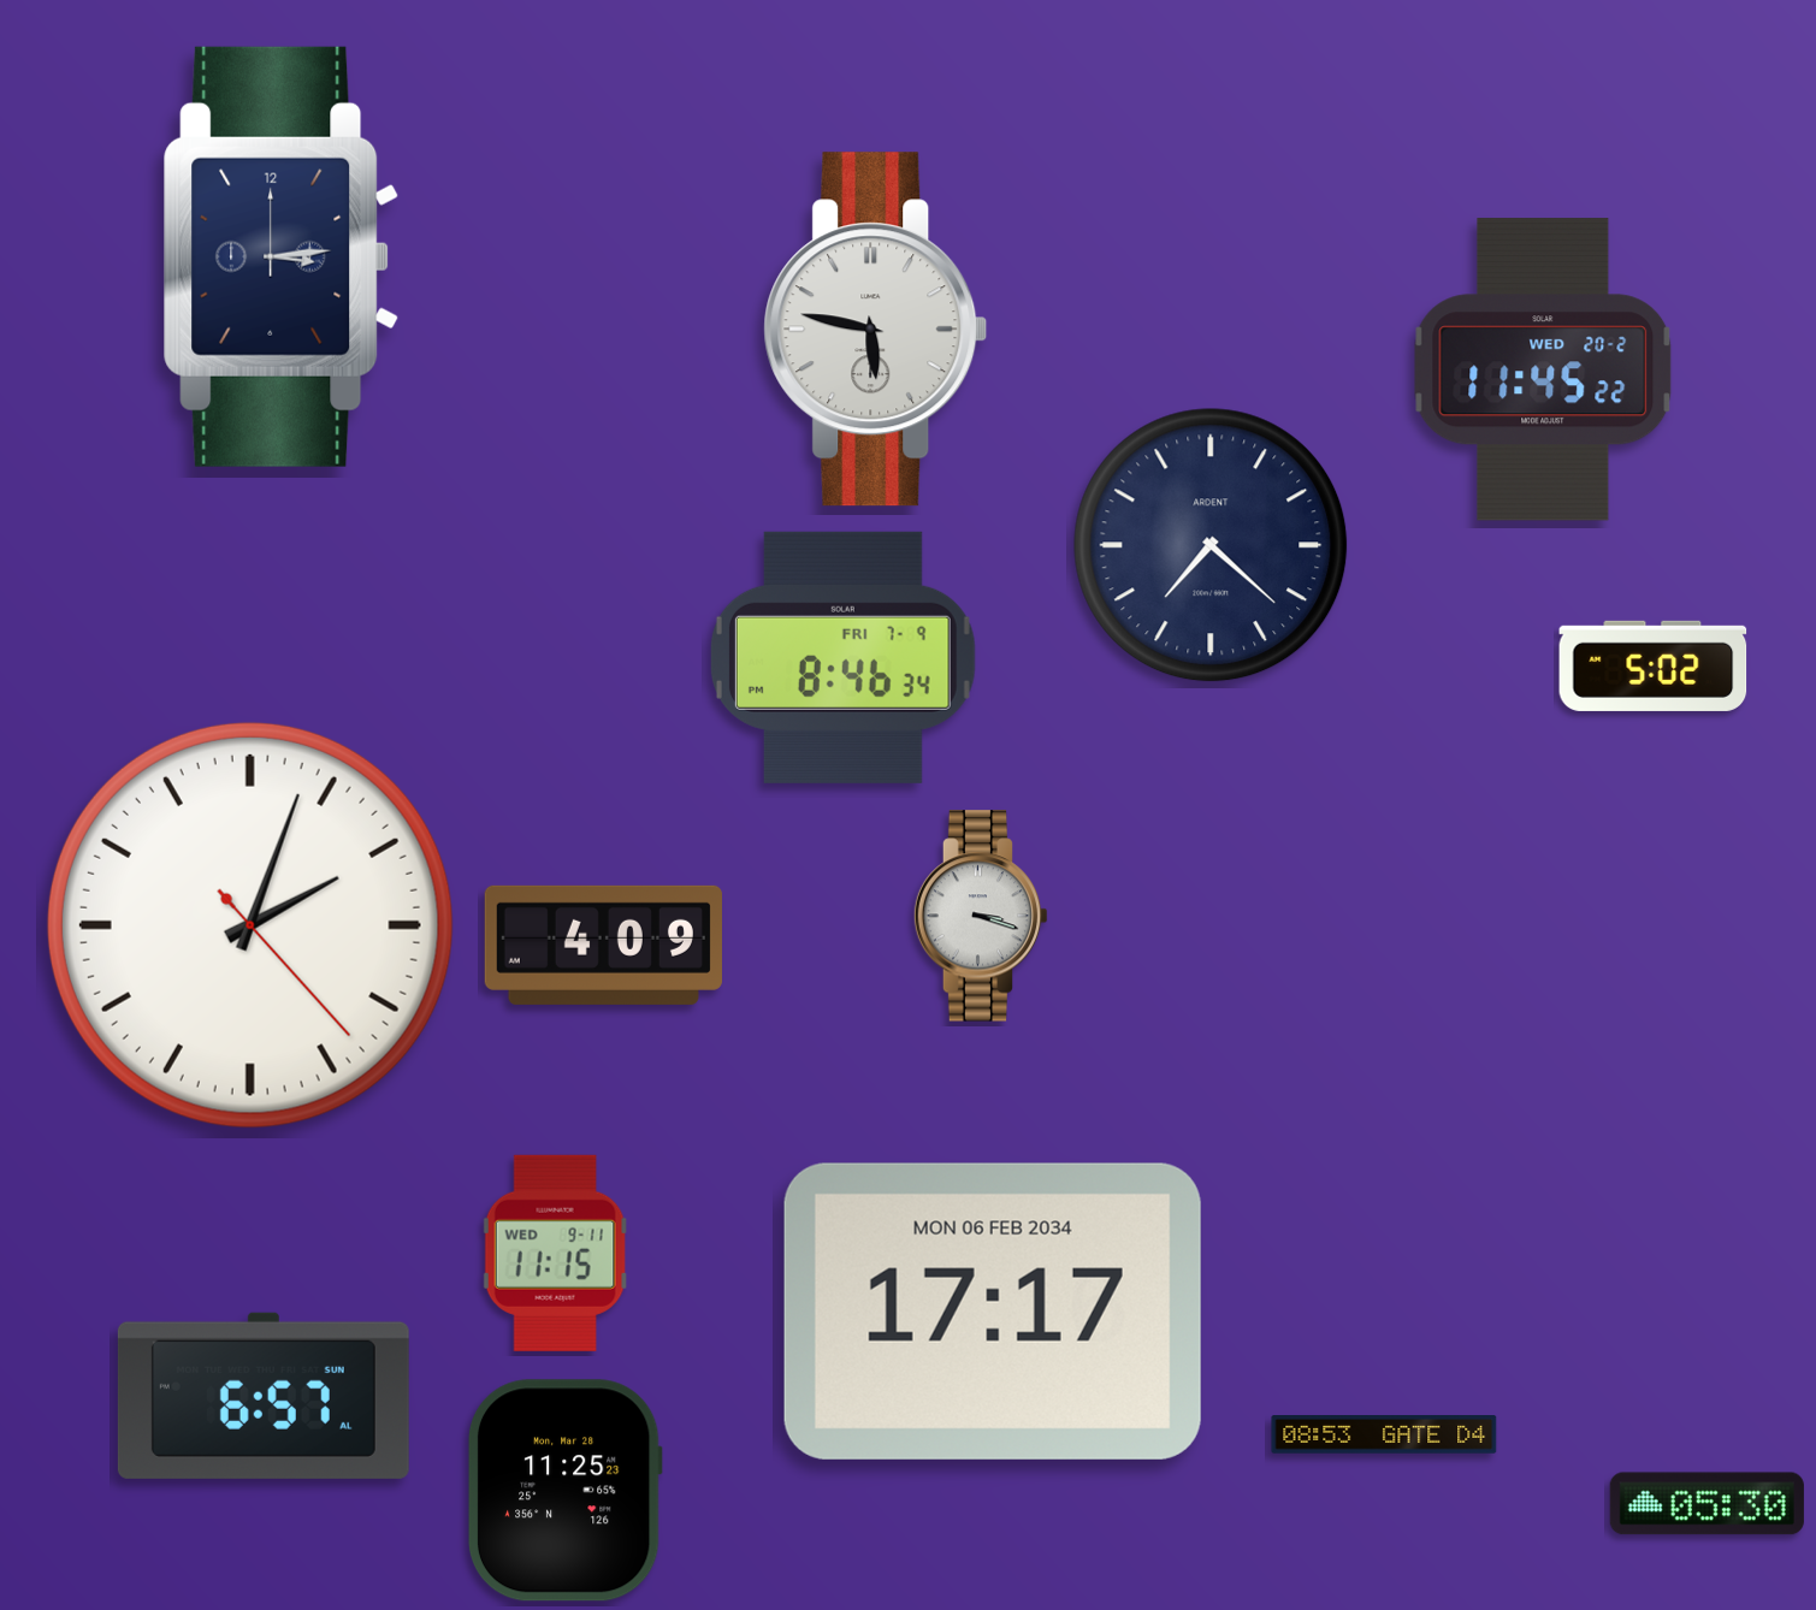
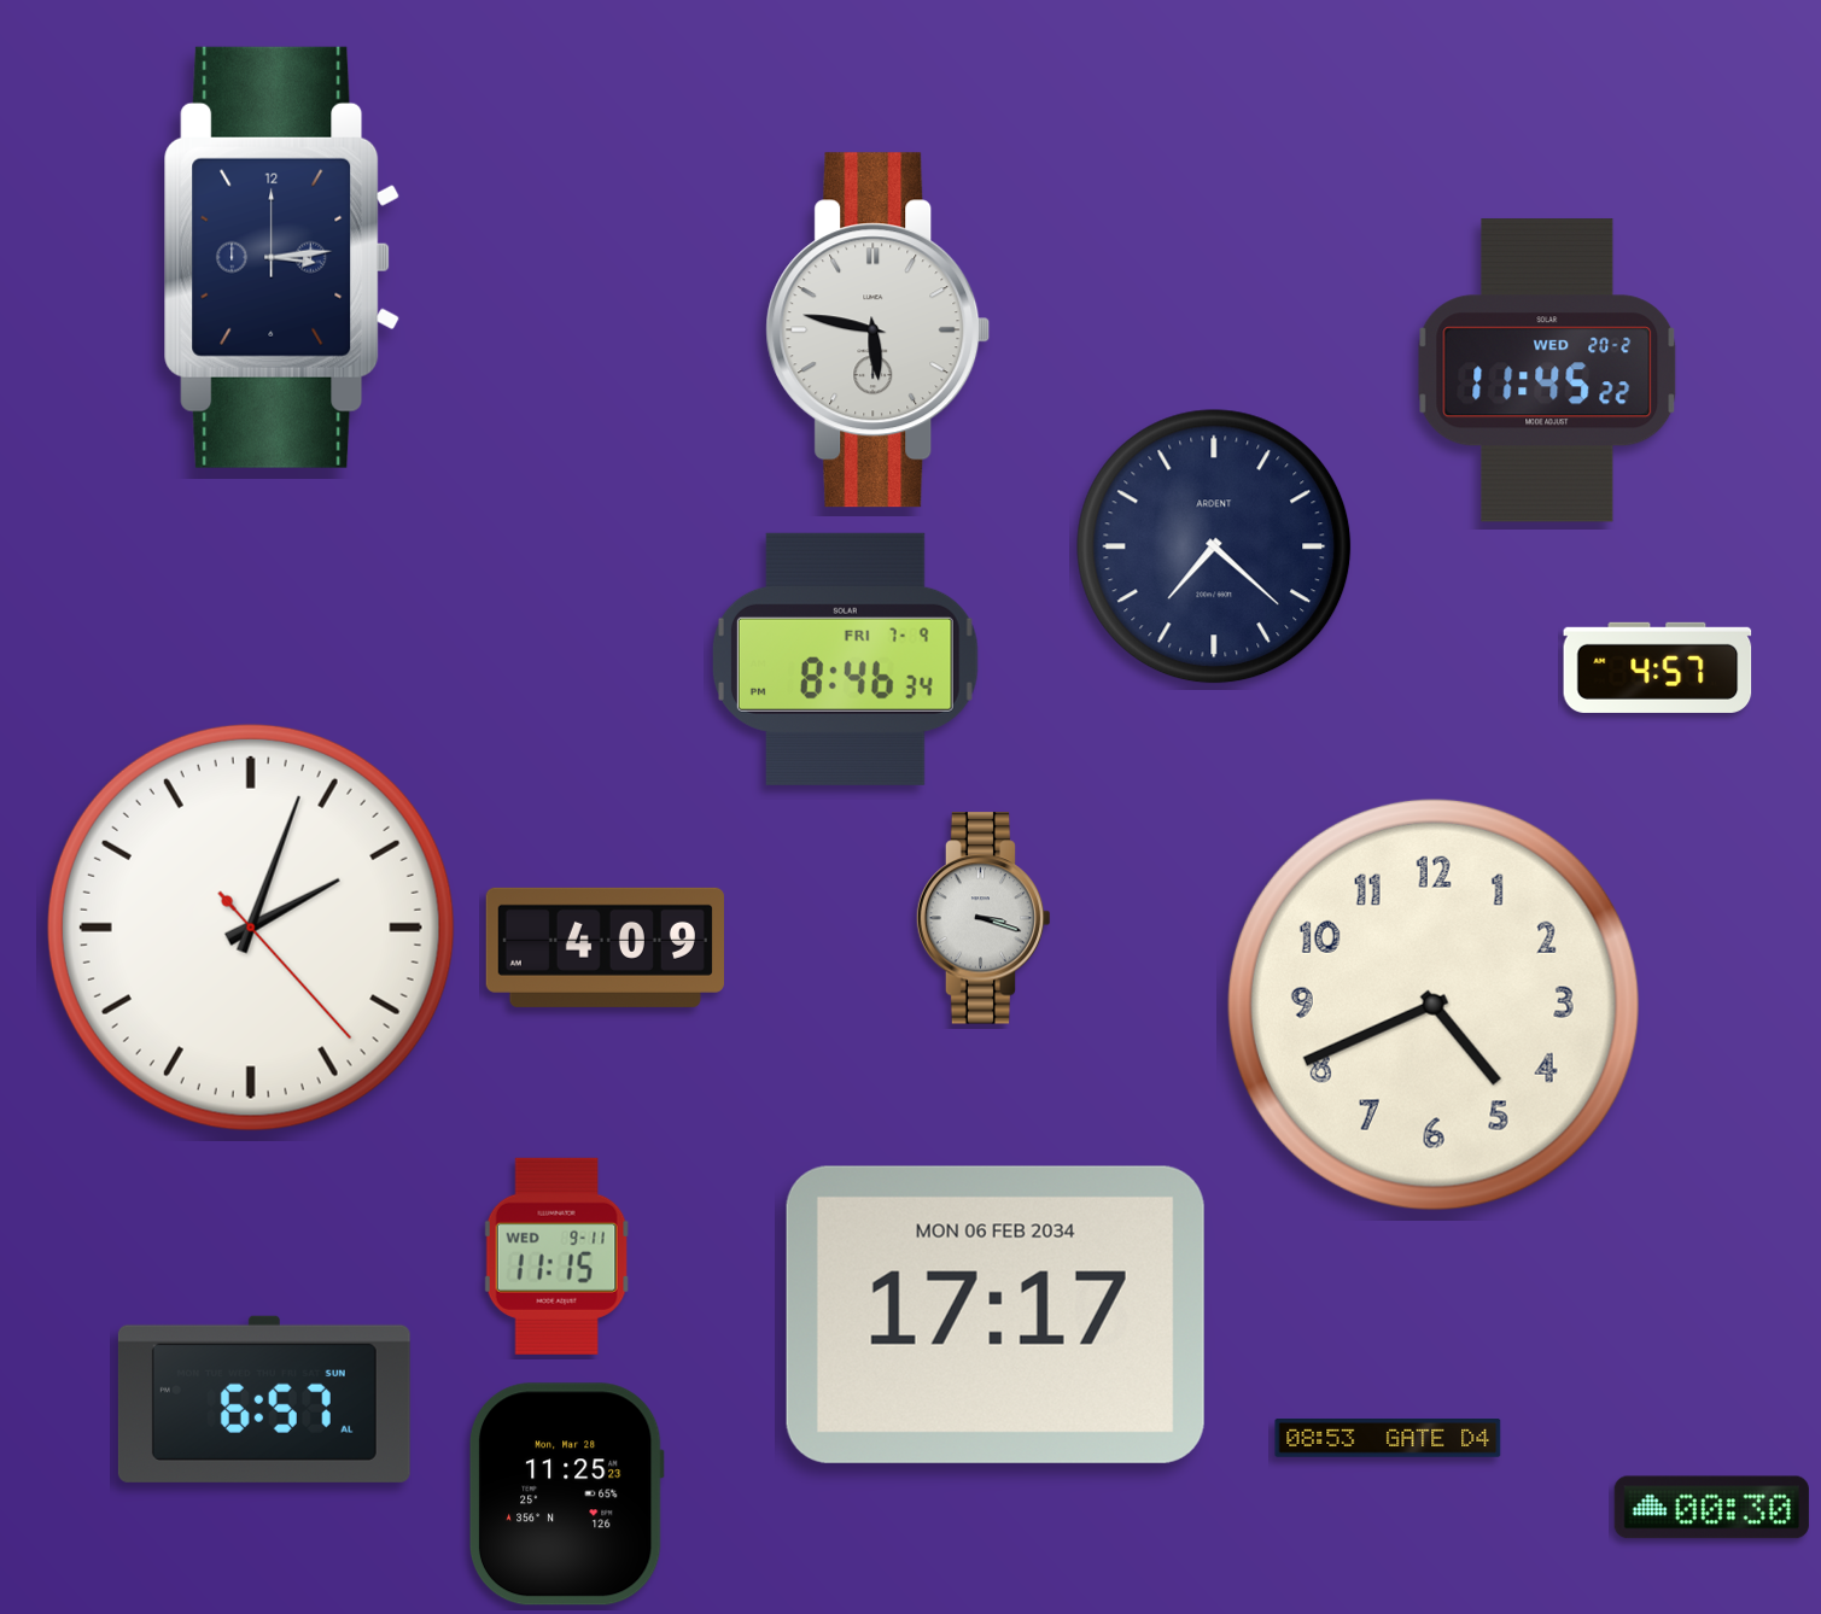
clock at (1654, 665): 5:02 -> 4:57
clock at (1434, 1005): none -> 4:41
clock at (1706, 1504): 05:30 -> 00:30
